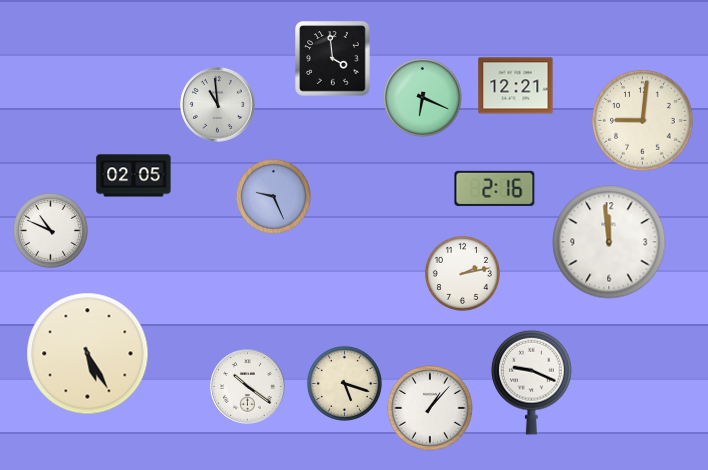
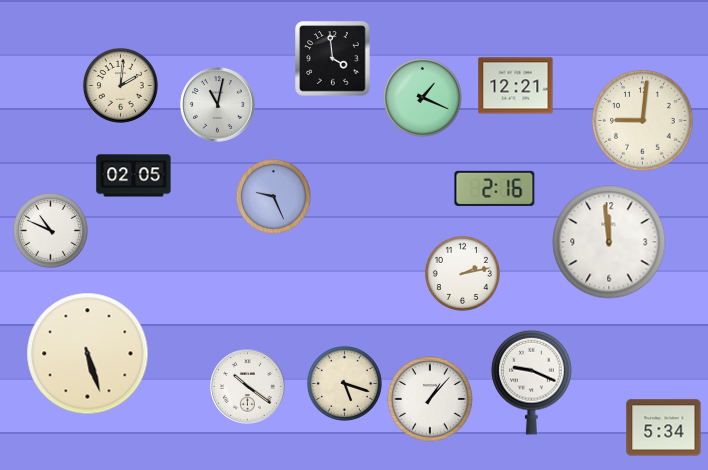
clock at (120, 85): none -> 2:01
clock at (422, 97): 6:19 -> 1:19
clock at (218, 105): 10:59 -> 11:02
clock at (88, 354): 5:25 -> 5:27
clock at (430, 408) position: (430, 408) -> (430, 399)
clock at (664, 428): none -> 5:34
